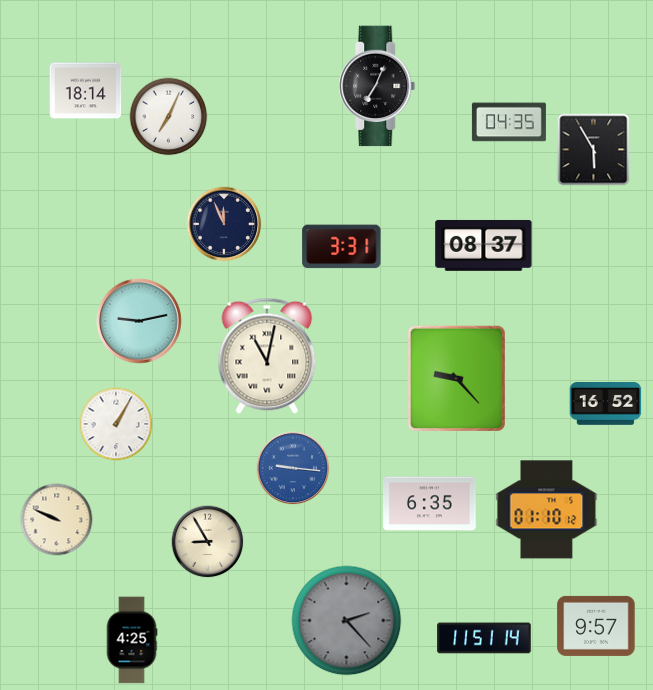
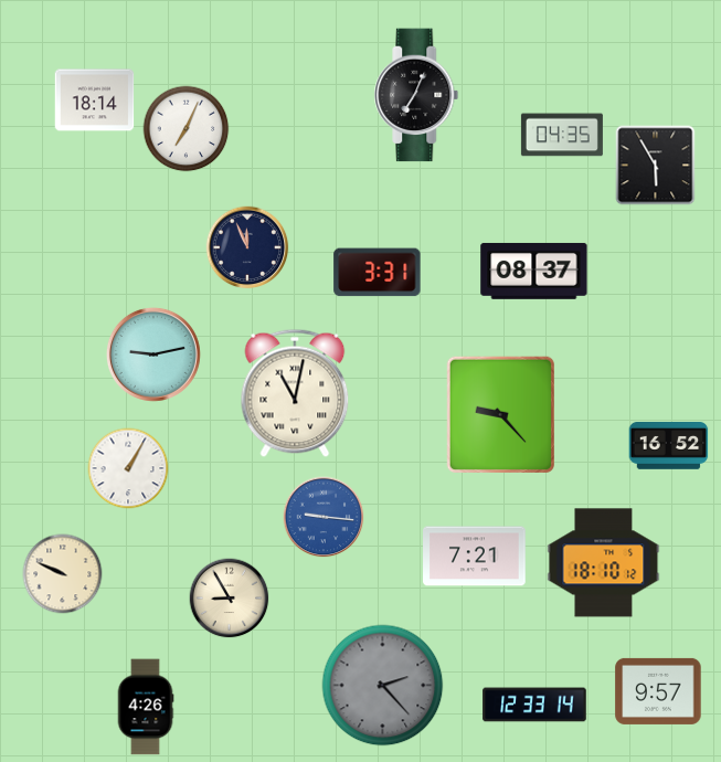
clock at (456, 379) position: (456, 379) -> (500, 415)
clock at (430, 504): 6:35 -> 7:21
clock at (547, 510): 01:10 -> 18:10
clock at (484, 638): 11:51 -> 12:33
clock at (132, 640): 4:25 -> 4:26
